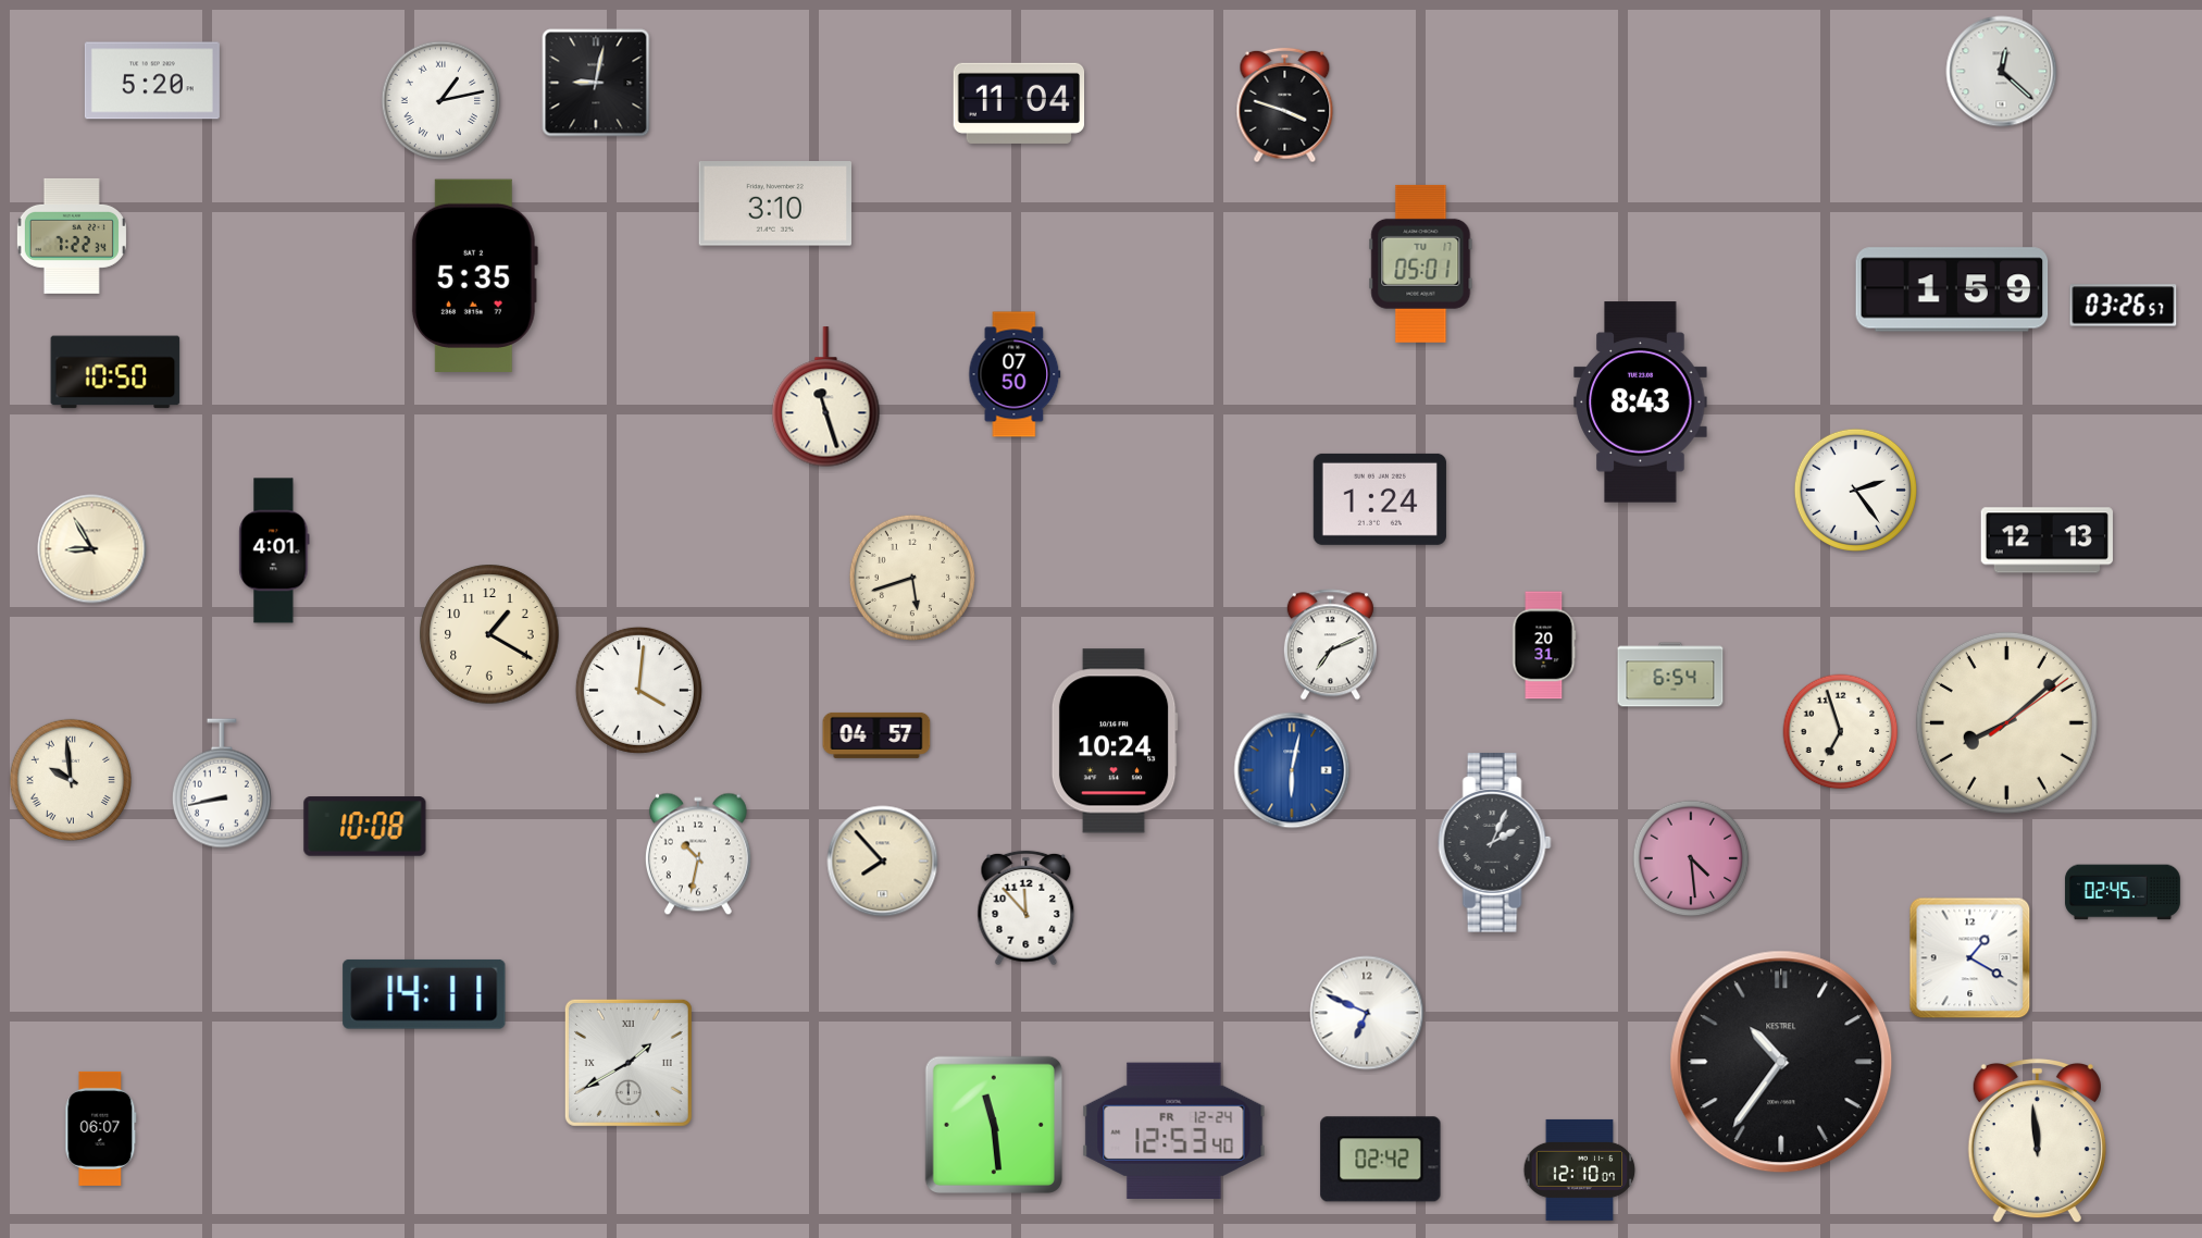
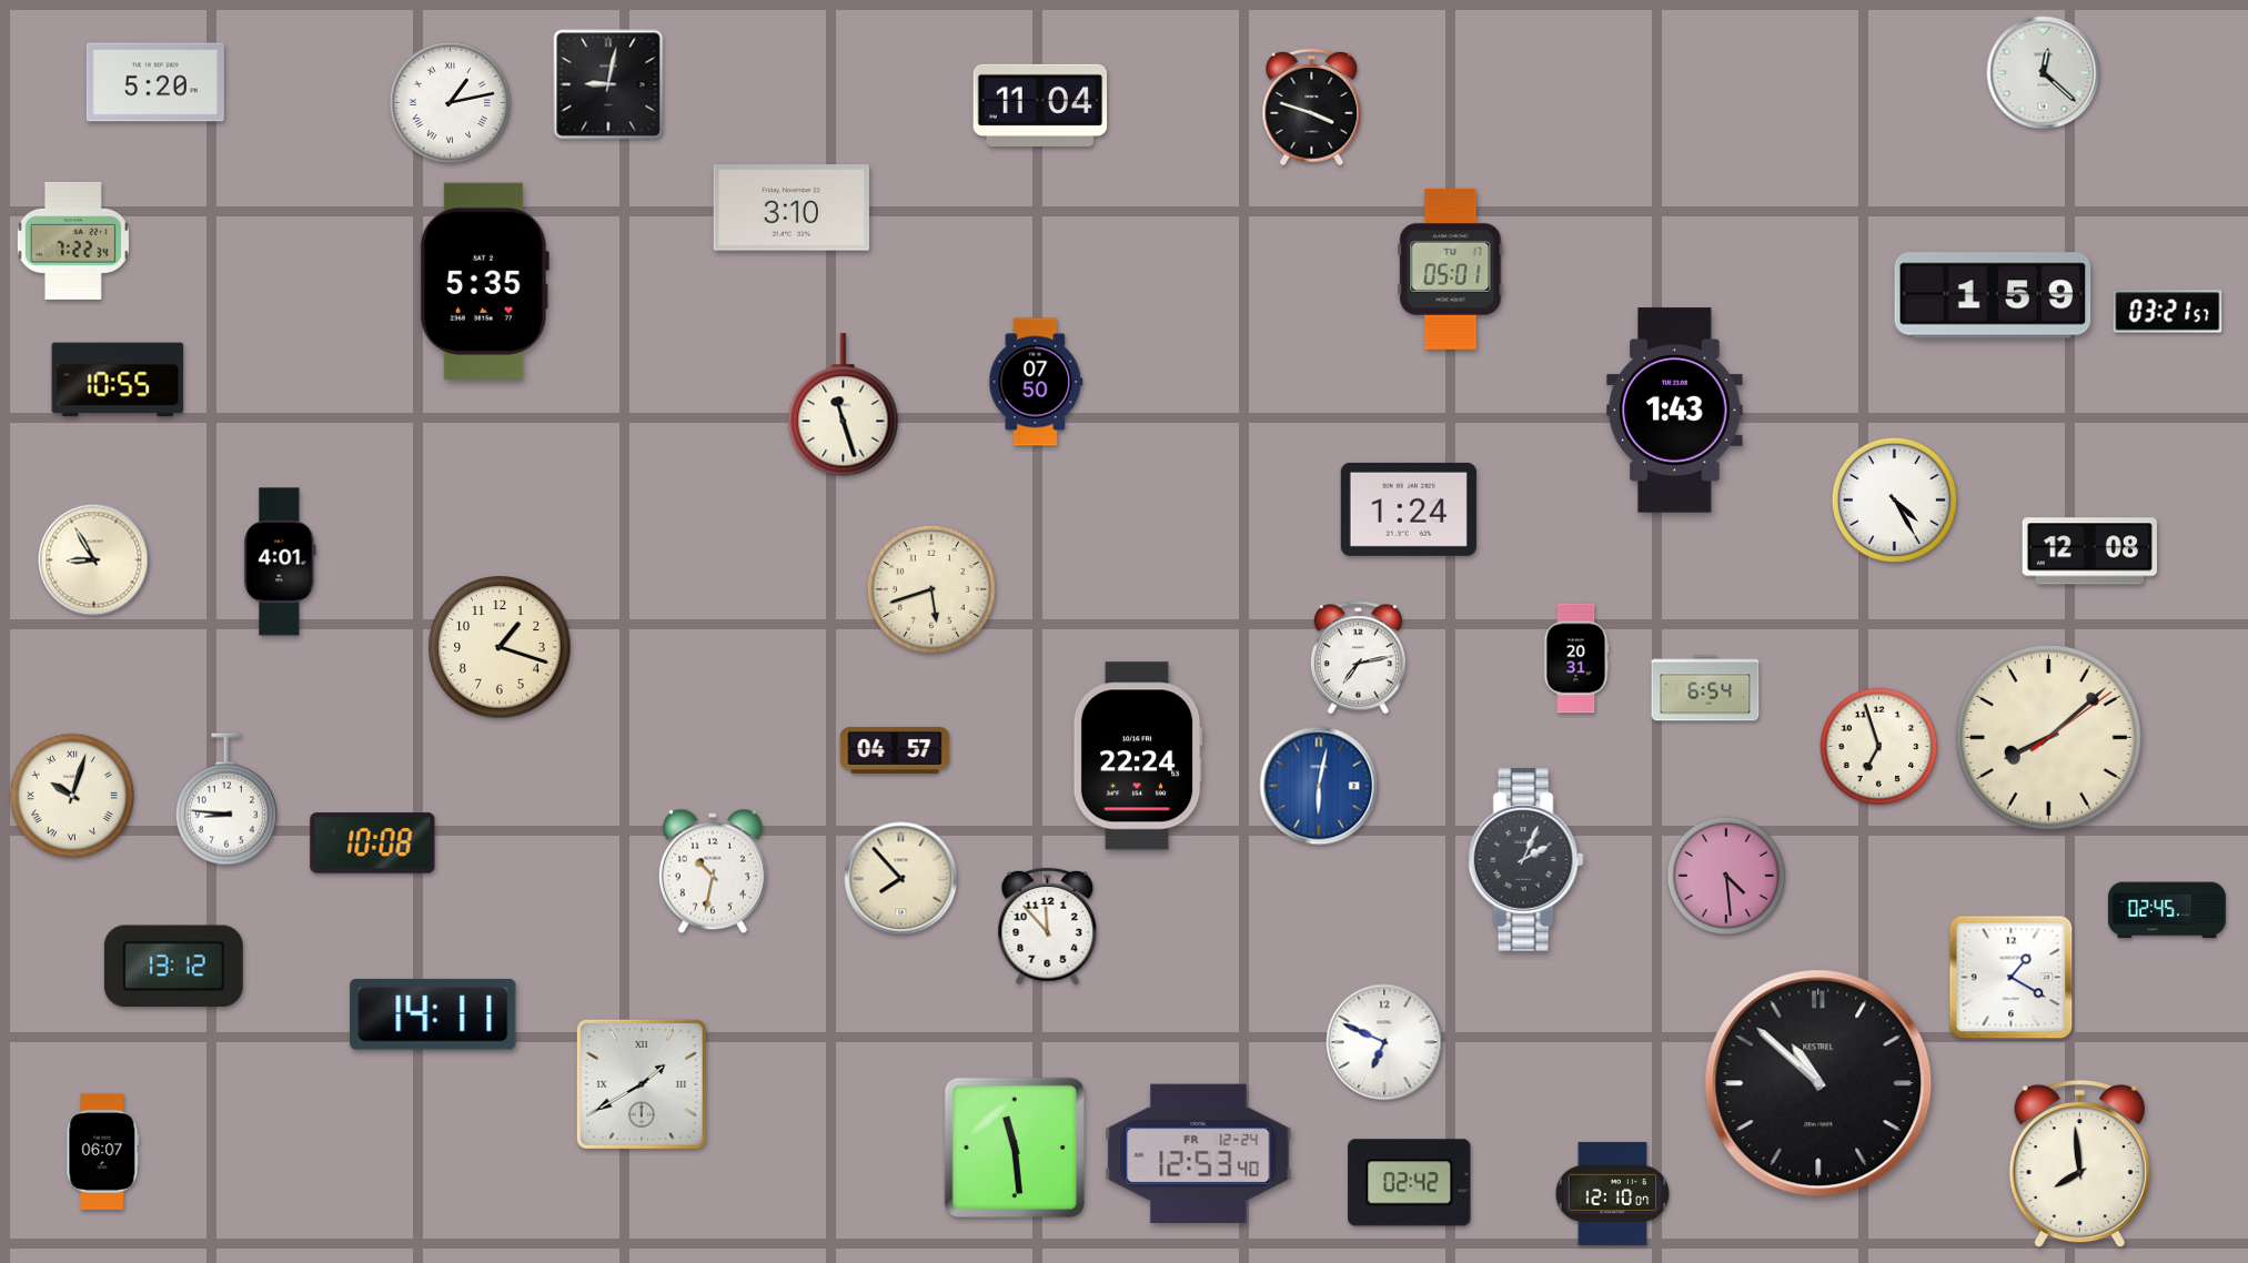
clock at (2124, 306): 03:26 -> 03:21
clock at (115, 372): 10:50 -> 10:55
clock at (1641, 403): 8:43 -> 1:43
clock at (1855, 490): 2:24 -> 4:25
clock at (2047, 541): 12:13 -> 12:08
clock at (489, 634): 1:20 -> 1:18
clock at (1330, 645): 7:11 -> 7:13
clock at (638, 690): 4:01 -> none
clock at (1115, 741): 10:24 -> 22:24
clock at (70, 779): 9:59 -> 10:03
clock at (222, 783): 8:43 -> 8:46
clock at (173, 967): none -> 13:12
clock at (1367, 1013) position: (1367, 1013) -> (1384, 1042)
clock at (1781, 1062): 10:36 -> 10:52
clock at (2037, 1141): 11:59 -> 7:59
